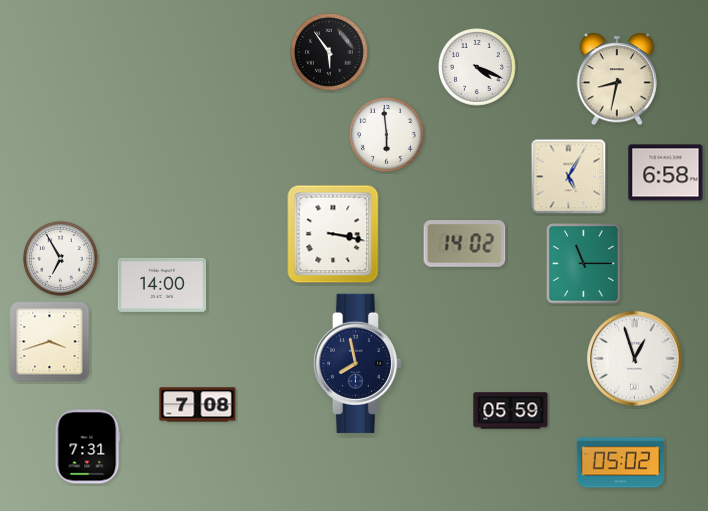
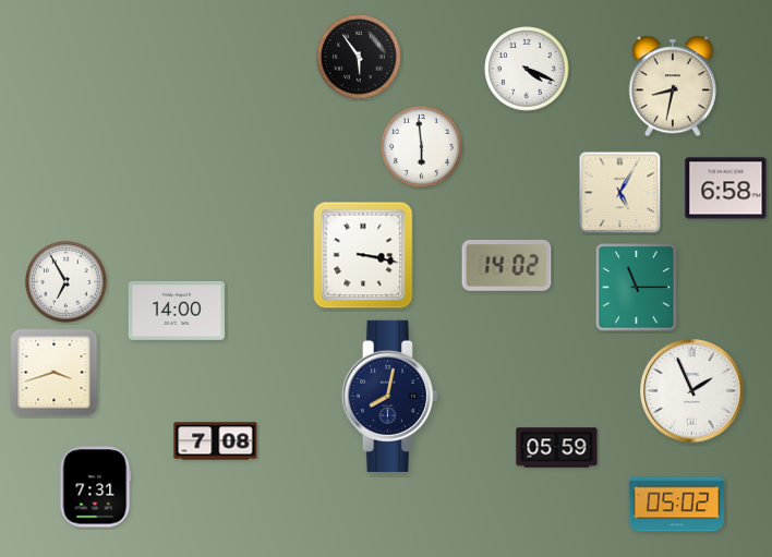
clock at (477, 67) position: (477, 67) -> (527, 69)
clock at (635, 359): 12:57 -> 1:56
clock at (357, 363): 7:58 -> 8:02
